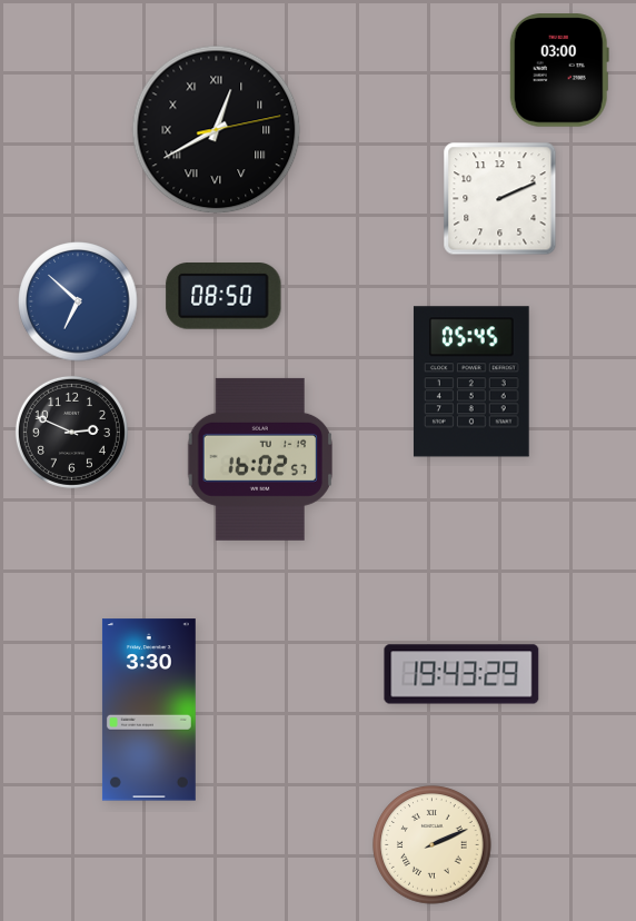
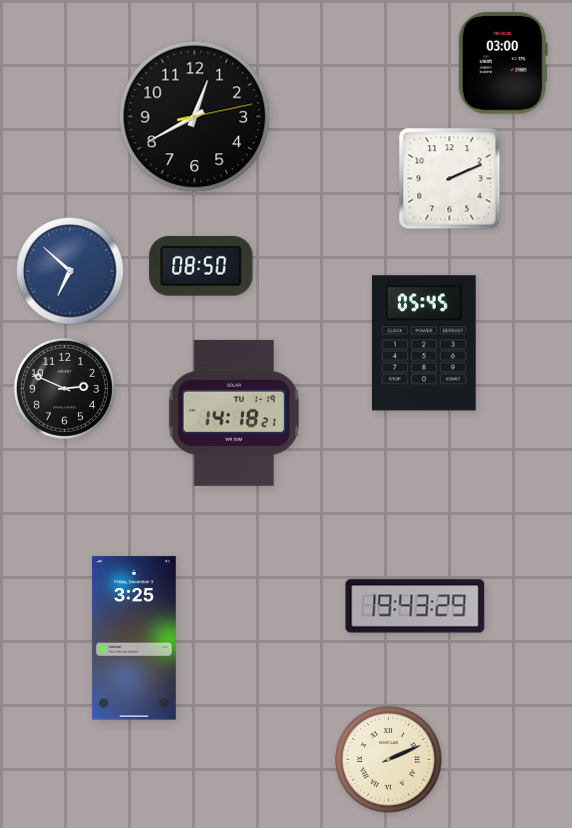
clock at (217, 130) numerals: Roman -> Arabic
clock at (259, 459): 16:02 -> 14:18
clock at (149, 710): 3:30 -> 3:25
